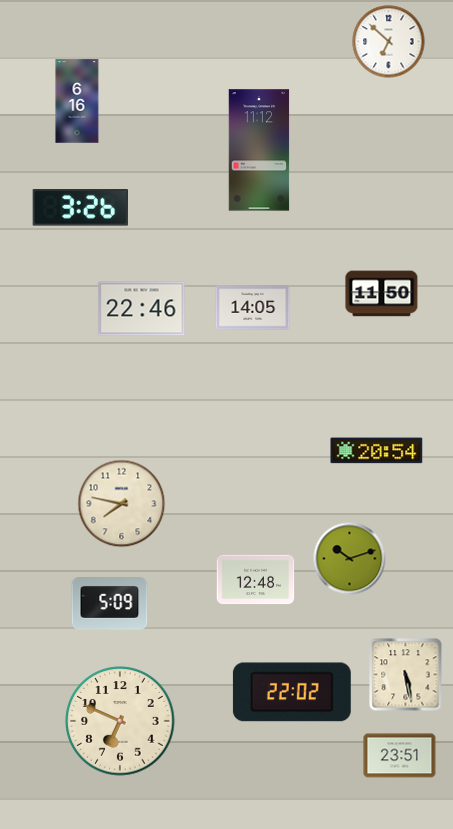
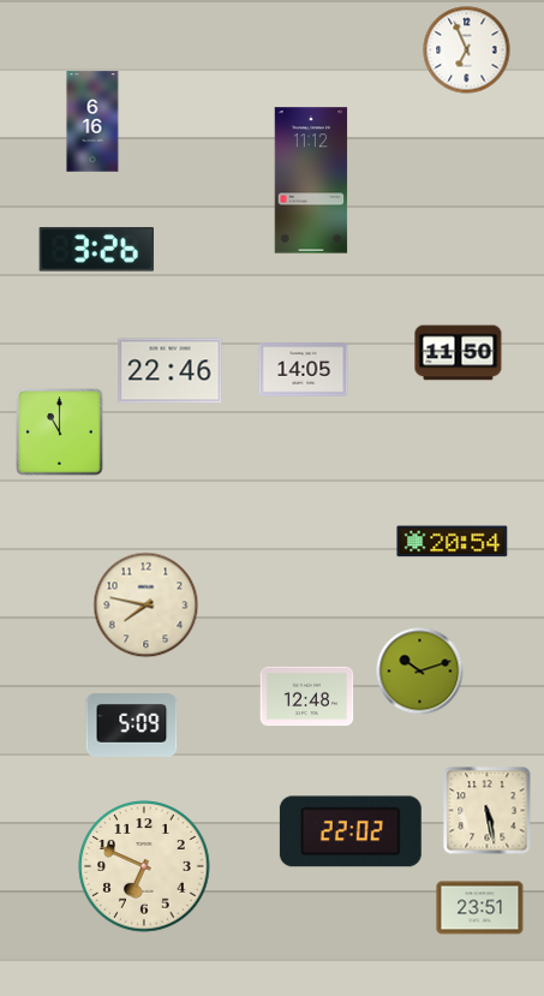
clock at (389, 42): 6:52 -> 6:56
clock at (60, 433): none -> 11:00
